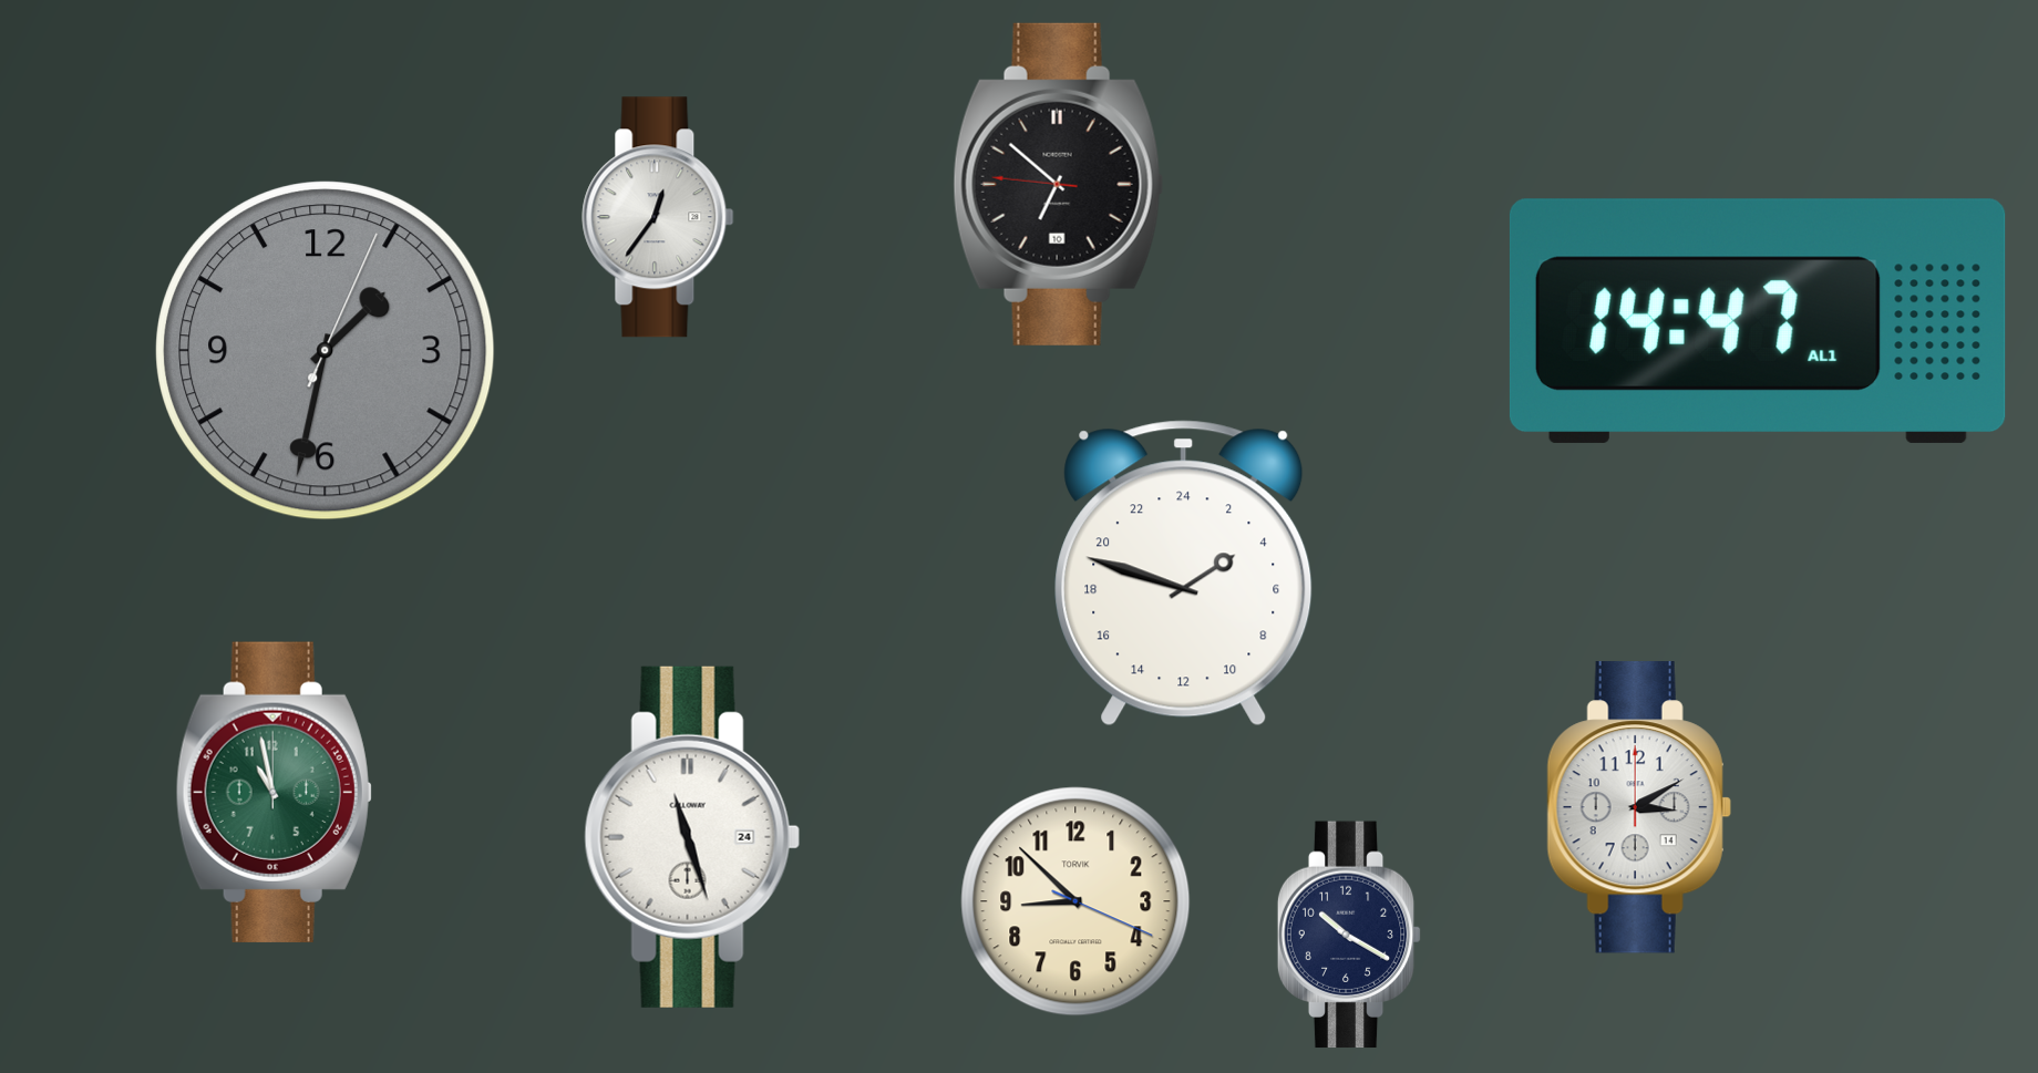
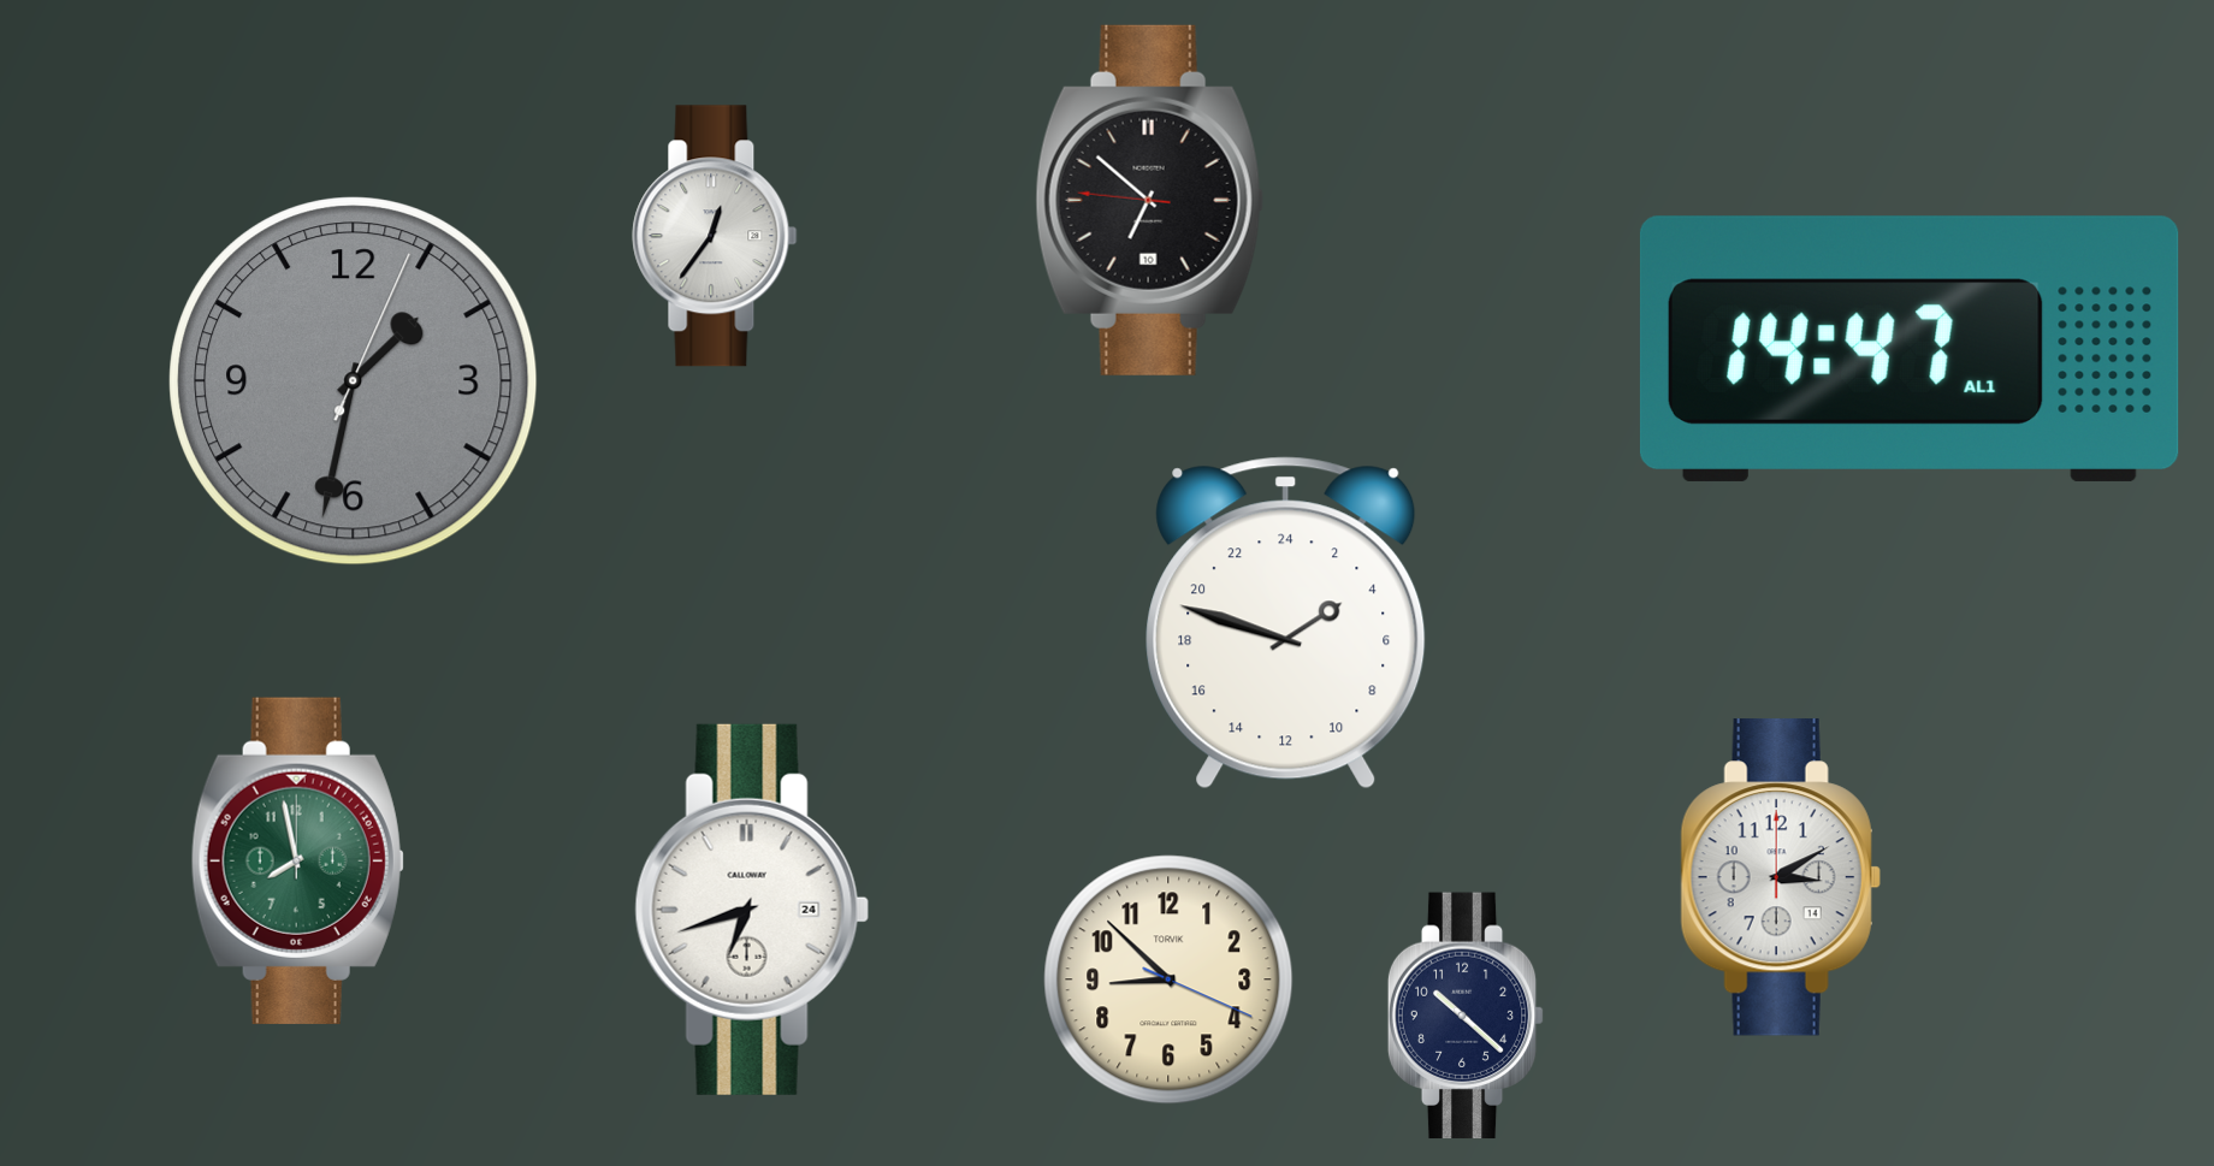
clock at (274, 792): 10:58 -> 7:58
clock at (692, 837): 11:27 -> 6:42
clock at (1349, 935): 10:20 -> 10:22
